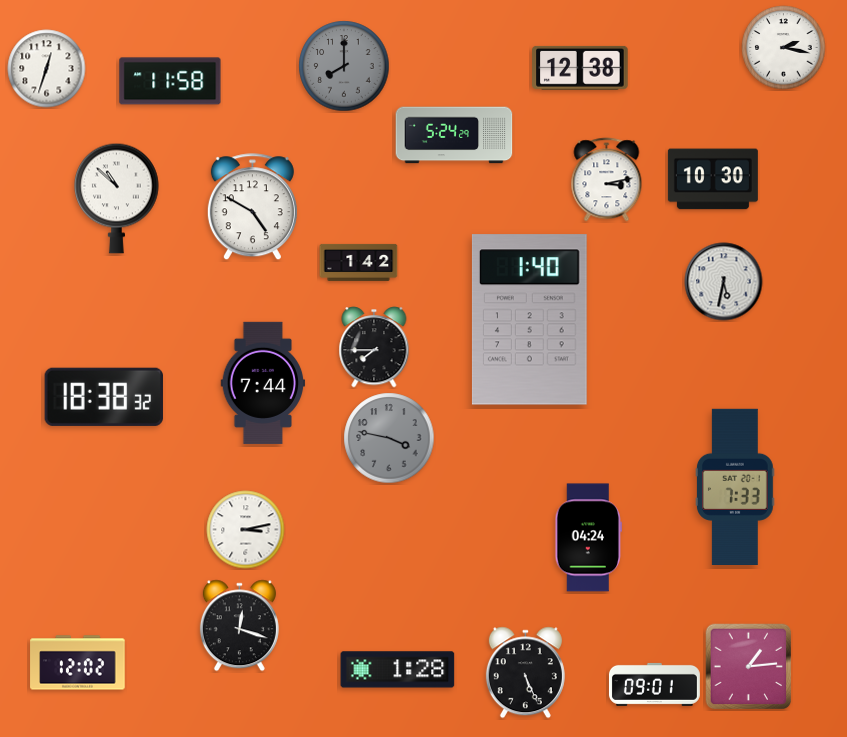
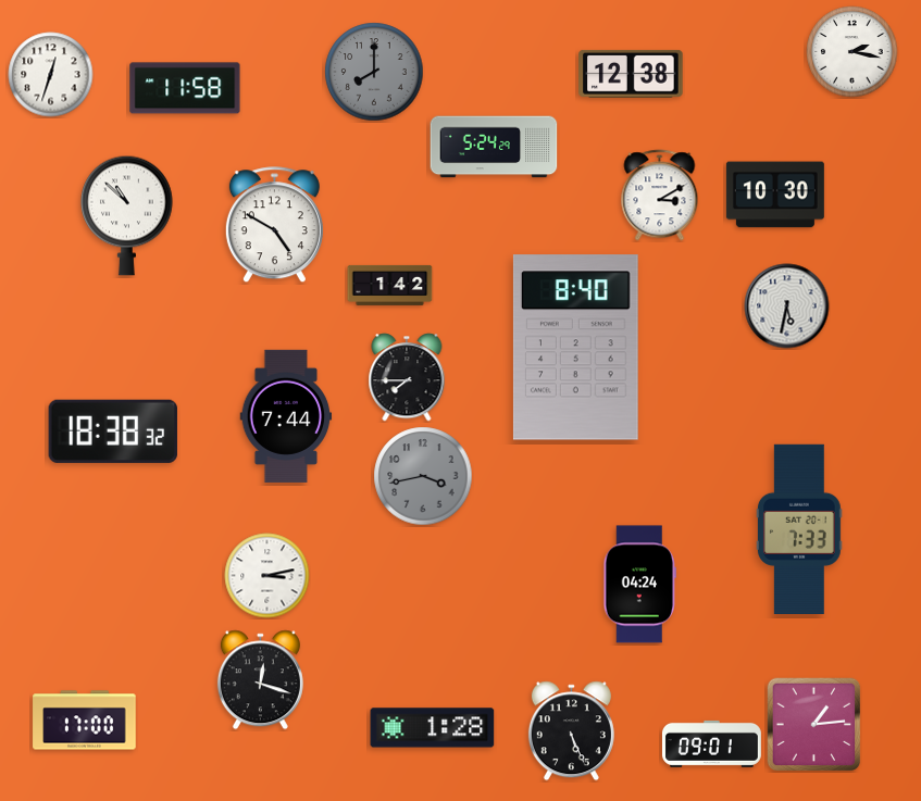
clock at (607, 180): 3:13 -> 3:10
clock at (529, 320): 1:40 -> 8:40
clock at (389, 438): 3:47 -> 3:43
clock at (78, 663): 12:02 -> 17:00
